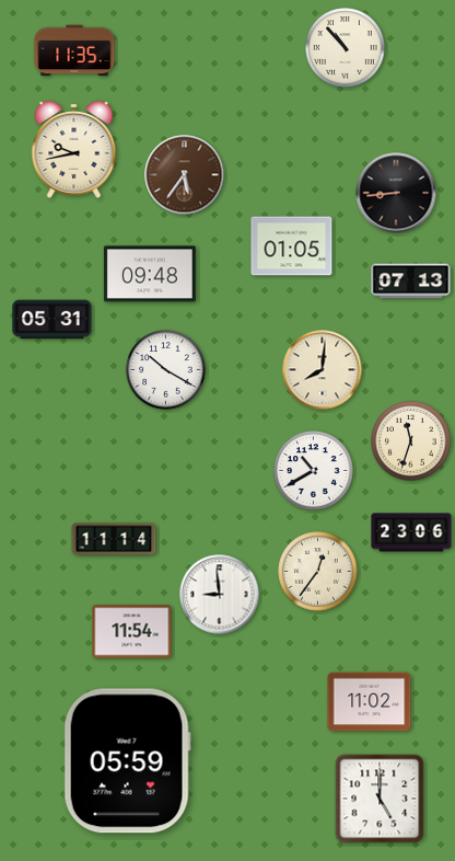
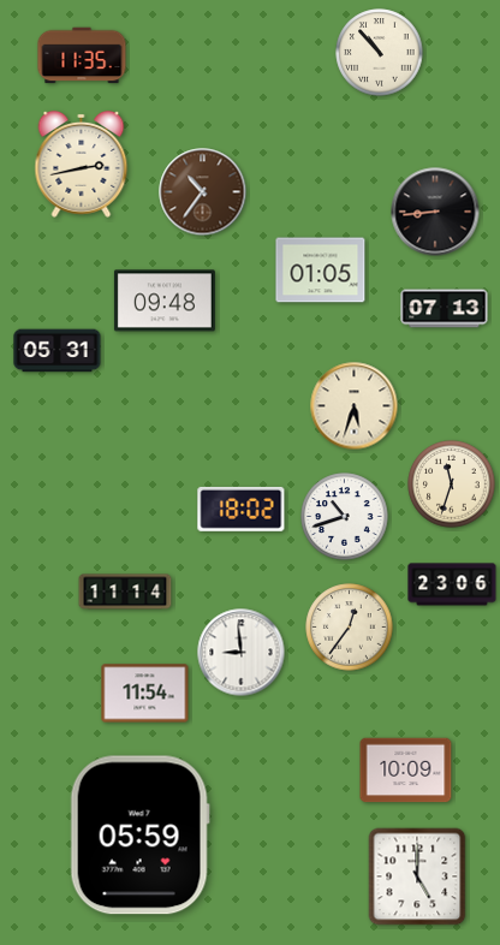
clock at (74, 149): 9:43 -> 2:43
clock at (185, 175): 5:36 -> 10:36
clock at (411, 282) position: (411, 282) -> (445, 309)
clock at (166, 370): 10:20 -> none
clock at (323, 370): 8:01 -> 5:33
clock at (242, 509): none -> 18:02
clock at (314, 471): 10:40 -> 10:42
clock at (370, 702): 11:02 -> 10:09
